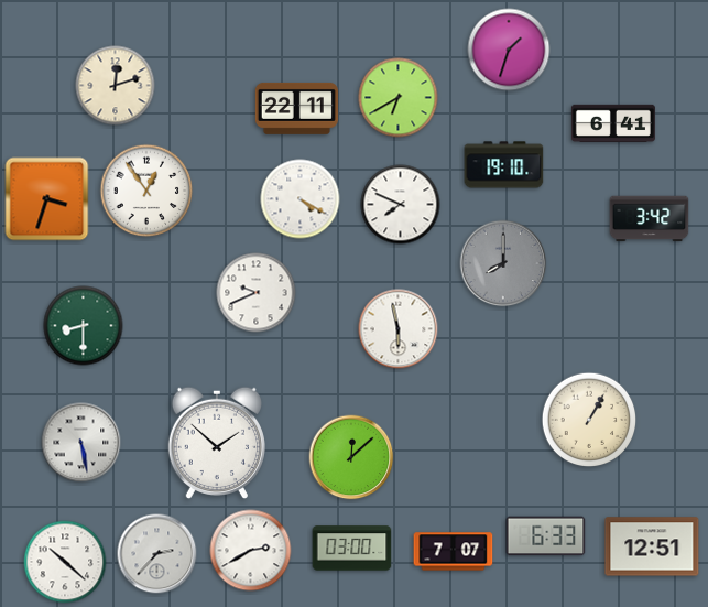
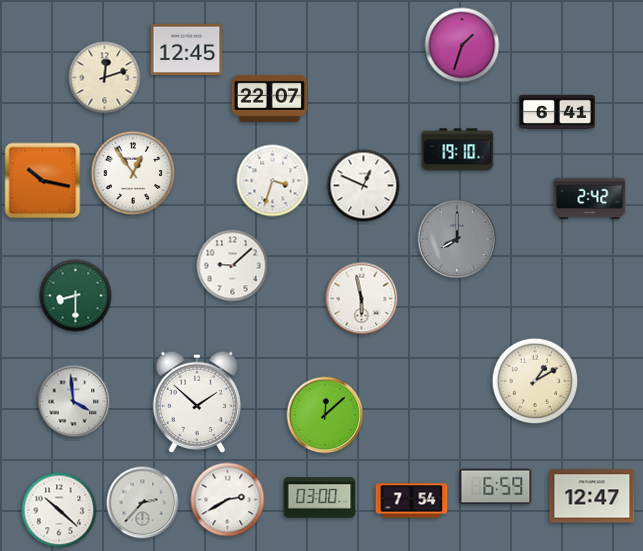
clock at (187, 50): none -> 12:45
clock at (399, 98): 6:40 -> none
clock at (296, 108): 22:11 -> 22:07
clock at (47, 199): 3:33 -> 10:17
clock at (301, 199): 4:20 -> 3:33
clock at (401, 205): 7:49 -> 12:49
clock at (650, 219): 3:42 -> 2:42
clock at (257, 293): 9:41 -> 9:08
clock at (589, 420): 1:05 -> 1:10
clock at (81, 443): 5:28 -> 3:59
clock at (351, 457) position: (351, 457) -> (325, 415)
clock at (546, 536): 6:33 -> 6:59
clock at (652, 546): 12:51 -> 12:47
clock at (454, 552): 7:07 -> 7:54
